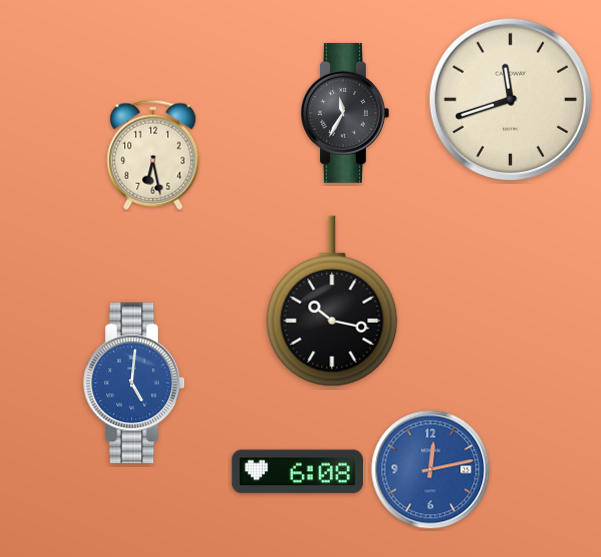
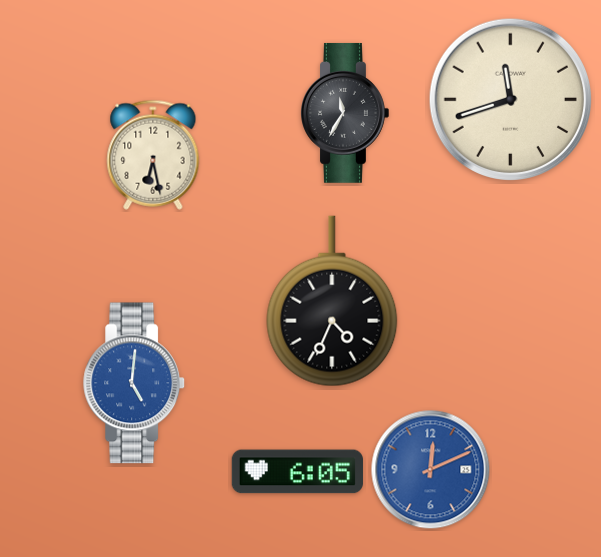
clock at (332, 301): 10:17 -> 4:34
clock at (431, 470): 12:13 -> 12:11
clock at (297, 472): 6:08 -> 6:05
